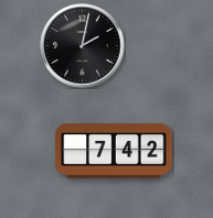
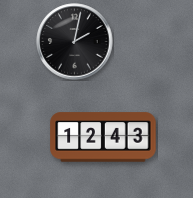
clock at (114, 151): 7:42 -> 12:43
